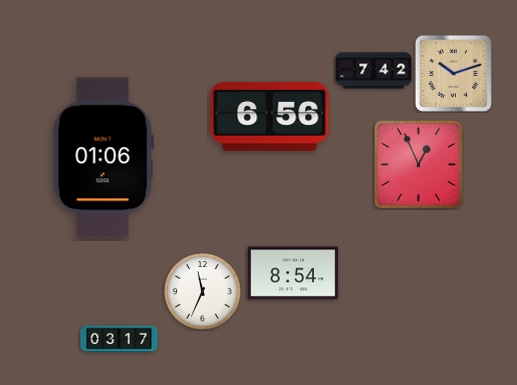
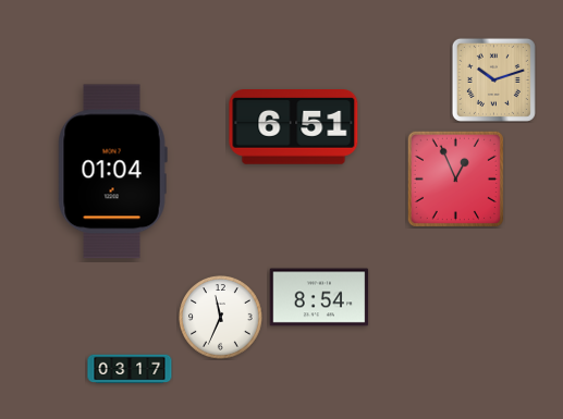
clock at (374, 71): 7:42 -> none
clock at (270, 117): 6:56 -> 6:51
clock at (103, 158): 01:06 -> 01:04
